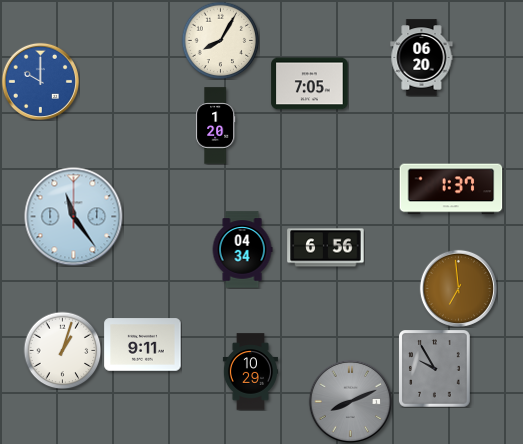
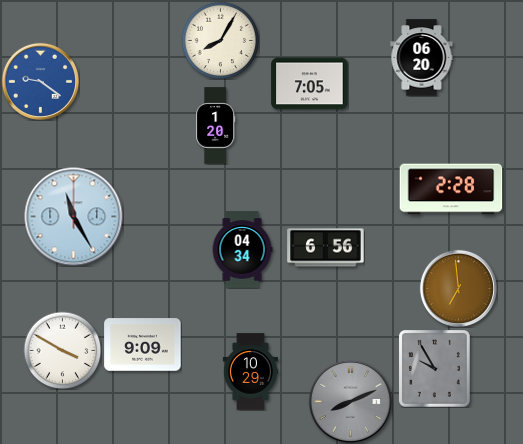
clock at (40, 81): 10:00 -> 9:21
clock at (451, 189): 1:37 -> 2:28
clock at (74, 217): 11:24 -> 11:25
clock at (143, 345): 9:11 -> 9:09
clock at (62, 350): 1:03 -> 3:50
